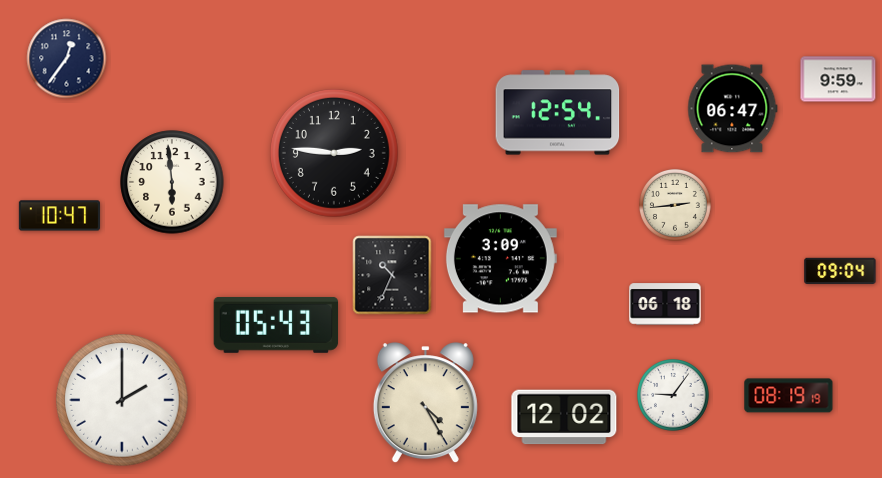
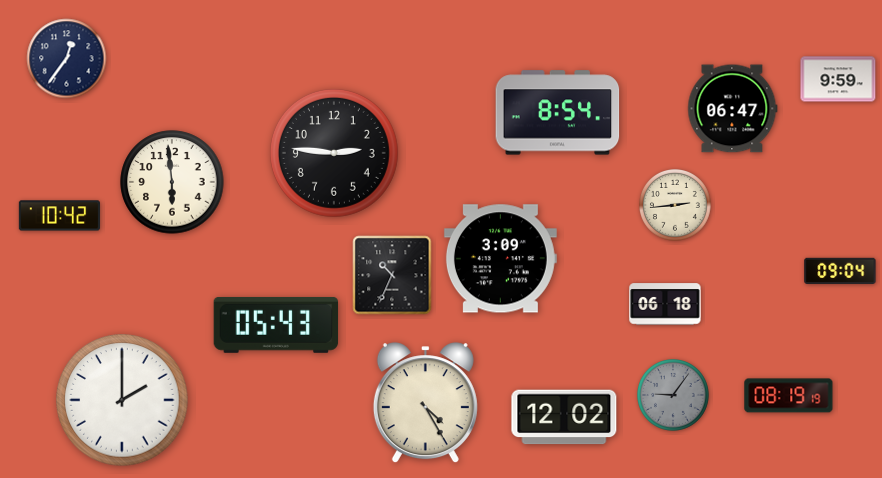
clock at (558, 113): 12:54 -> 8:54
clock at (59, 216): 10:47 -> 10:42
clock at (674, 396) dial: white -> grey
